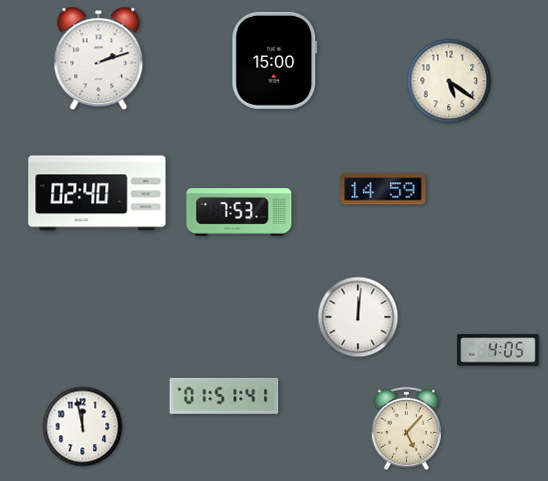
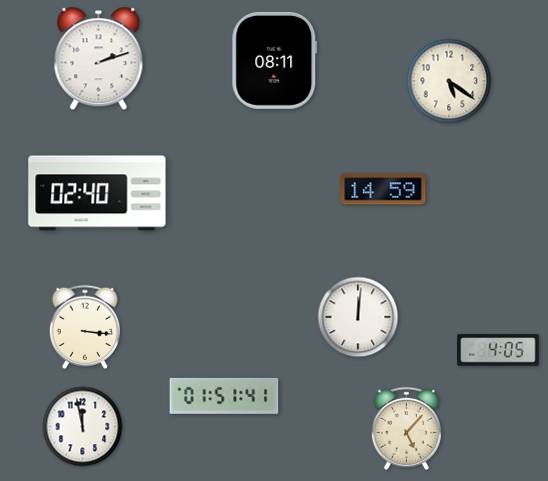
clock at (275, 60): 15:00 -> 08:11
clock at (239, 212): 7:53 -> none
clock at (84, 327): none -> 3:16
